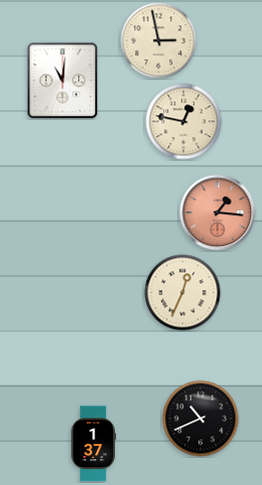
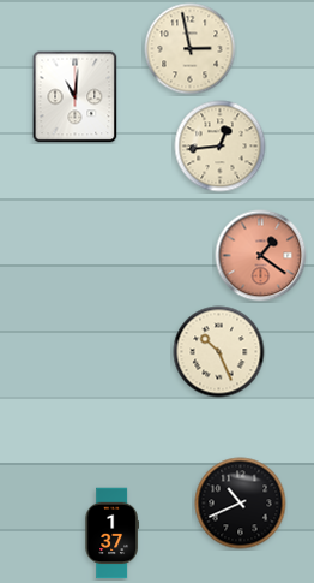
clock at (184, 122): 12:47 -> 12:44
clock at (218, 213): 1:16 -> 1:21
clock at (183, 293): 12:34 -> 10:26
